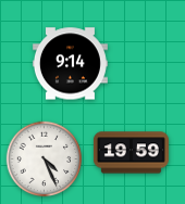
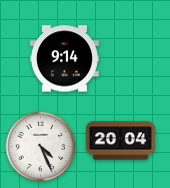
clock at (131, 153): 19:59 -> 20:04
